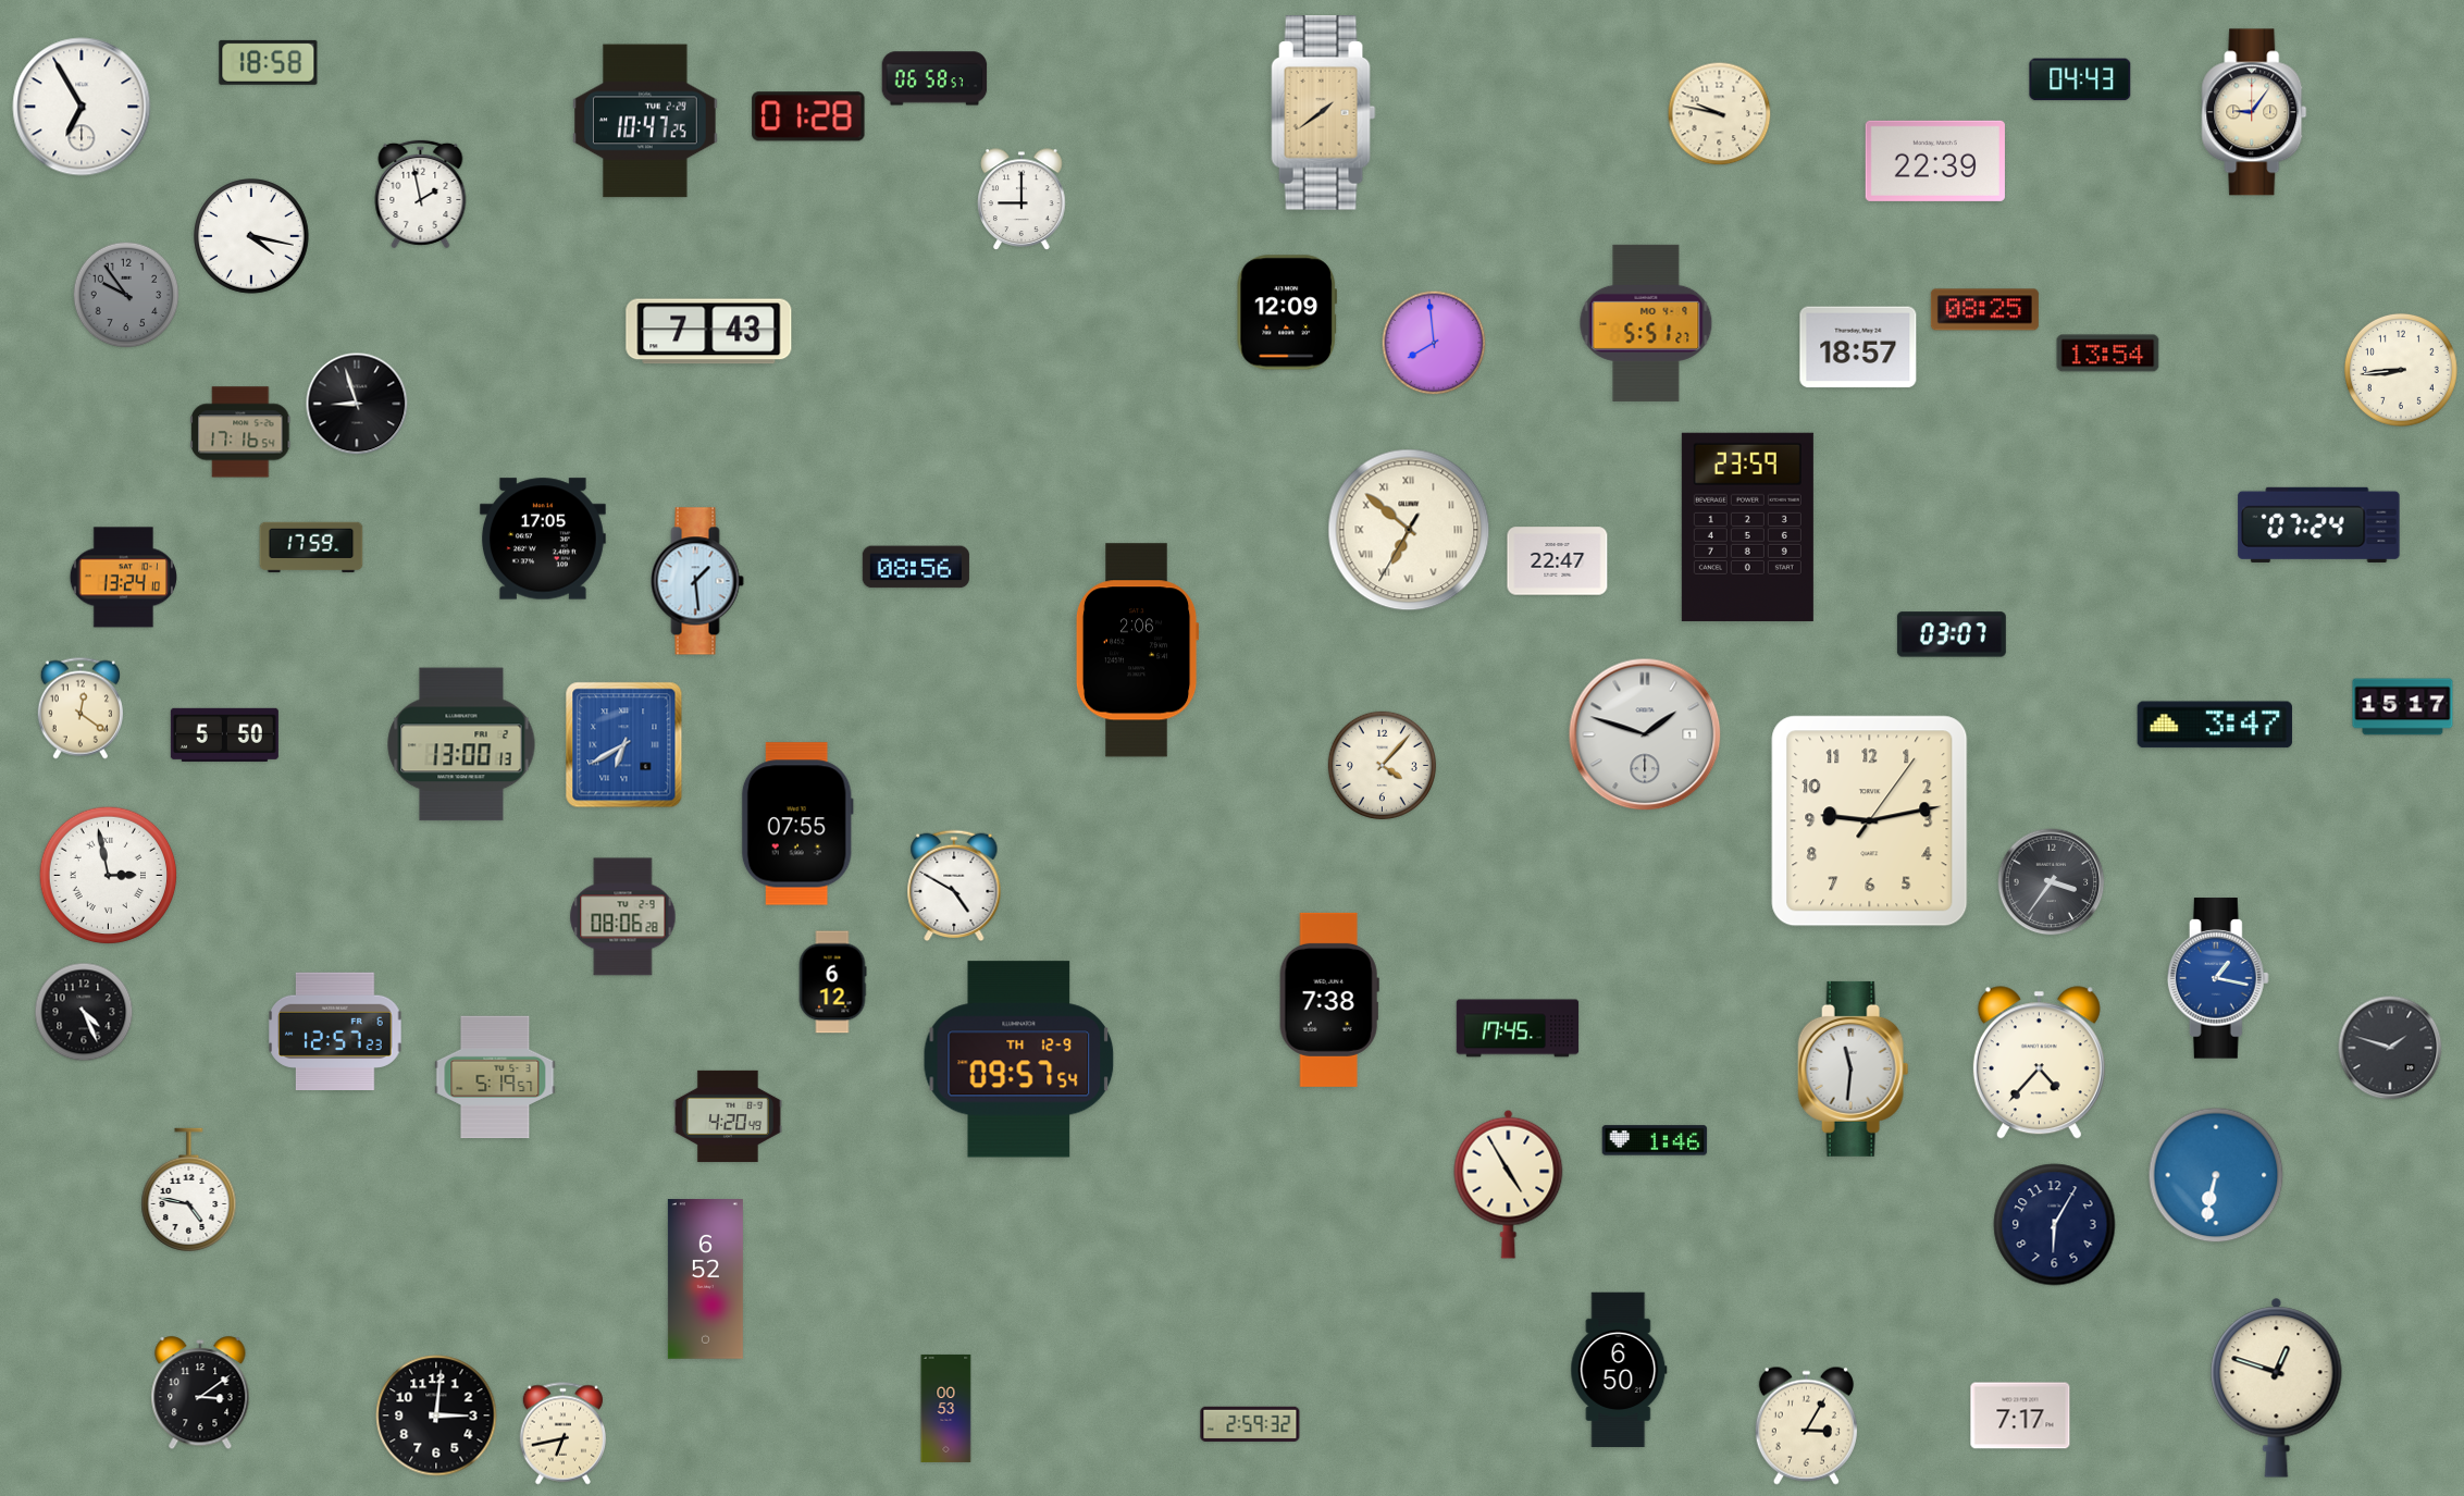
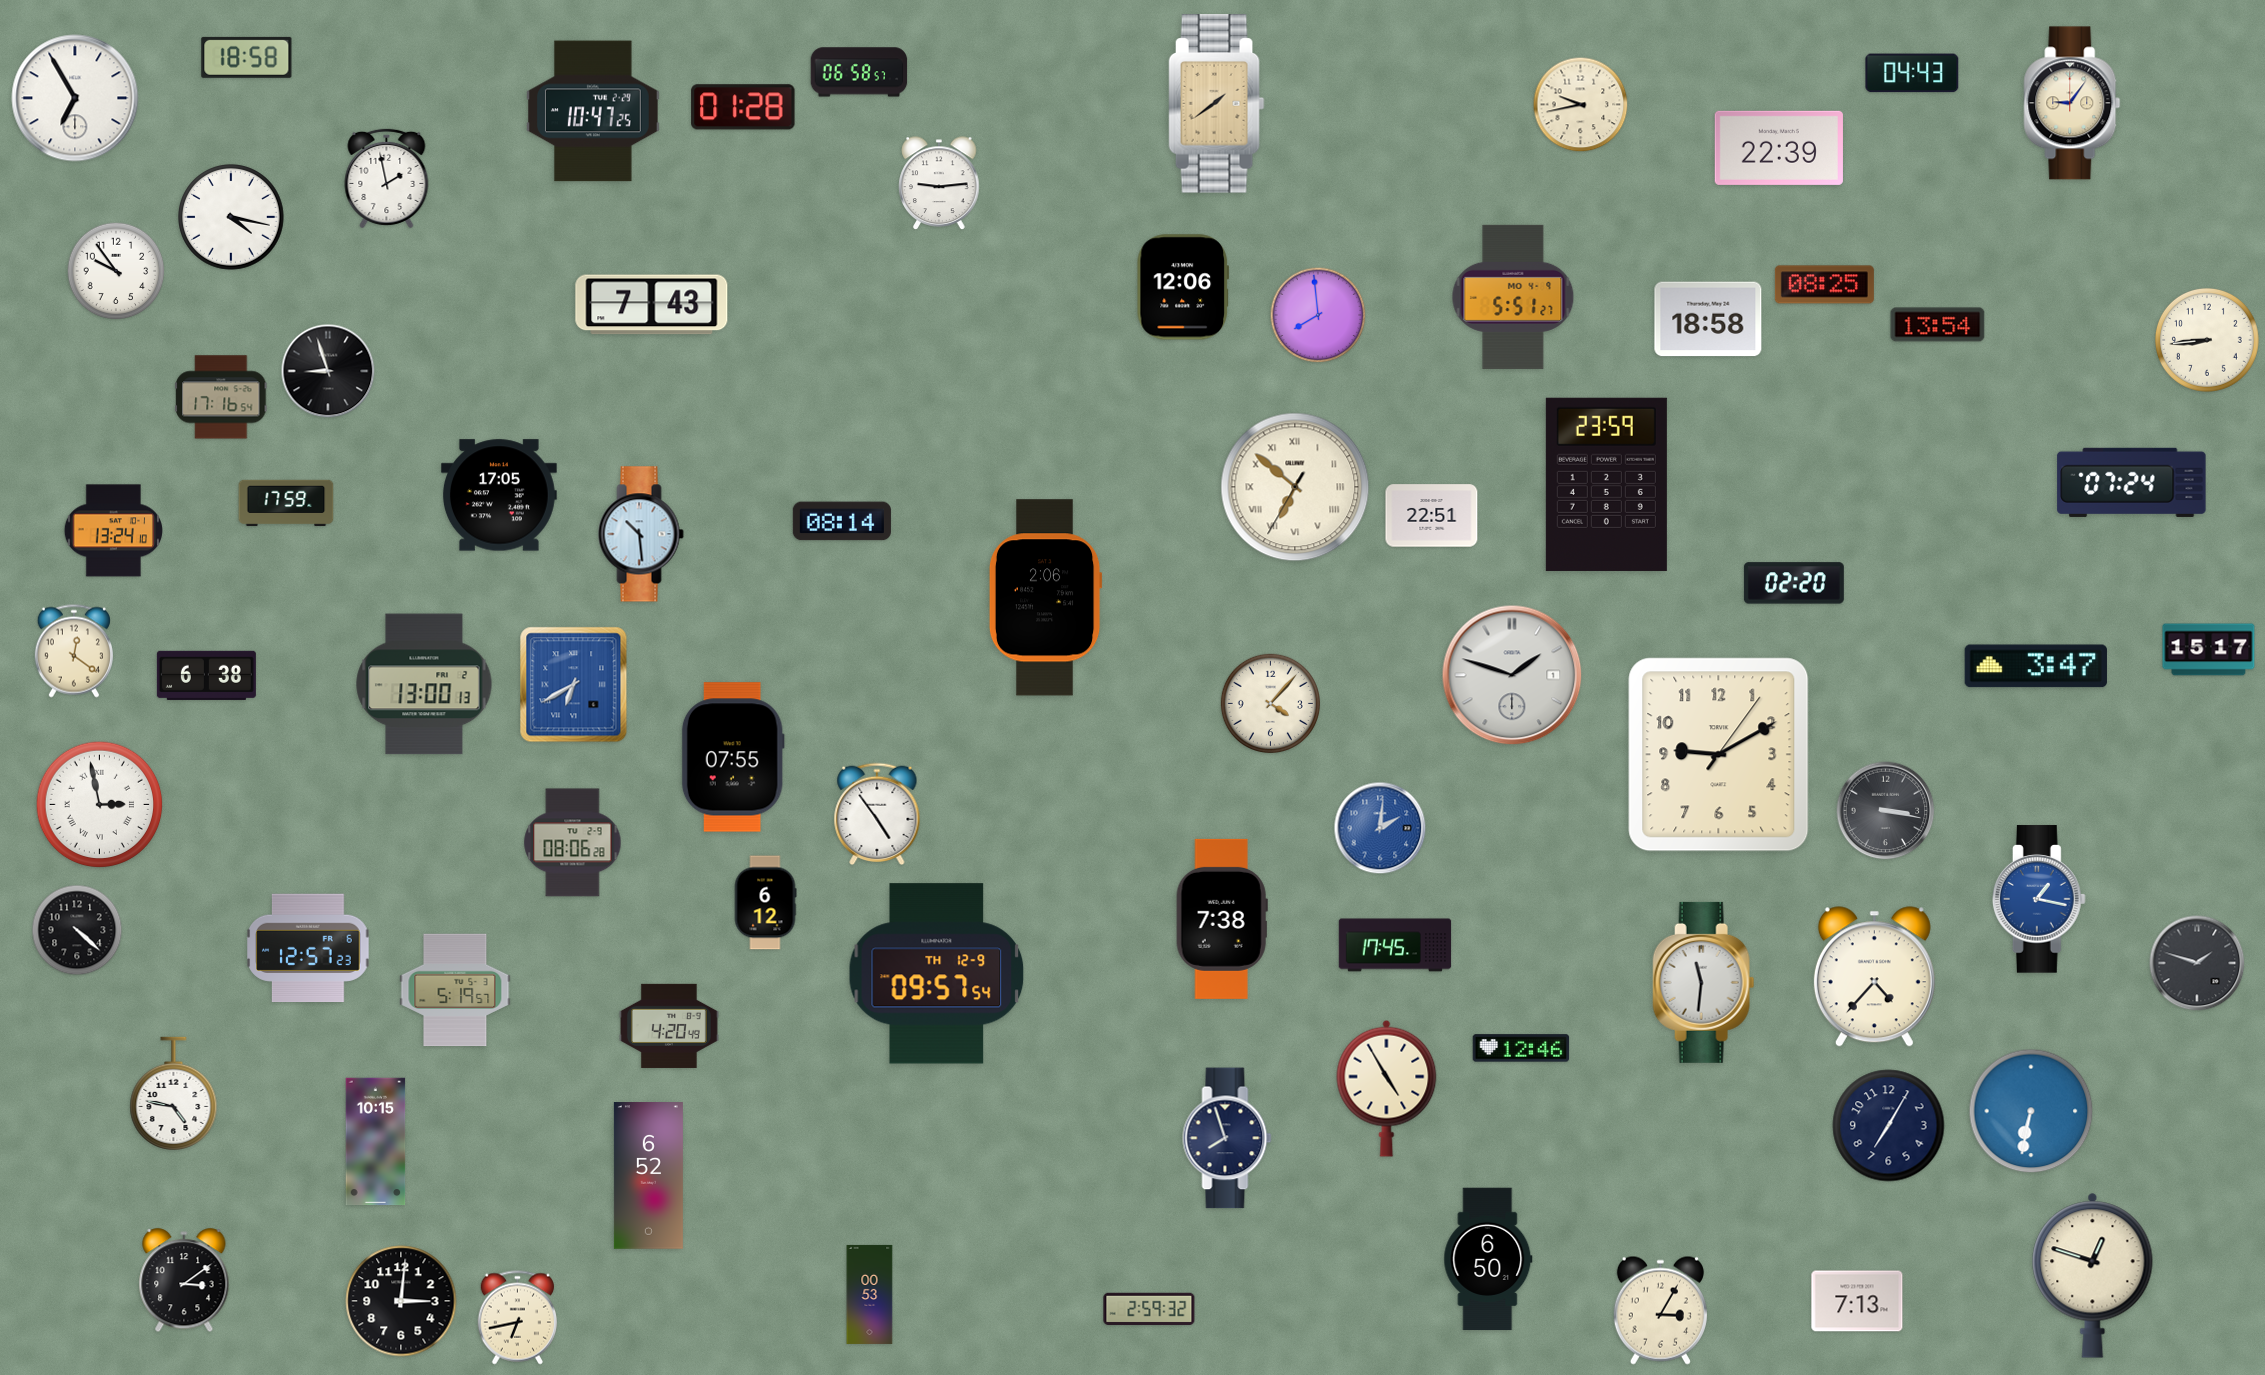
clock at (1720, 114): 9:47 -> 9:43
clock at (1021, 199): 9:00 -> 9:14
clock at (126, 295) dial: grey -> white
clock at (1287, 312): 12:09 -> 12:06
clock at (1858, 347): 18:57 -> 18:58
clock at (1558, 561): 22:47 -> 22:51
clock at (916, 567): 08:56 -> 08:14
clock at (697, 581): 1:29 -> 10:29
clock at (1952, 634): 03:07 -> 02:20
clock at (224, 734): 5:50 -> 6:38
clock at (1870, 821): 9:13 -> 9:10
clock at (2052, 882): 3:36 -> 3:17
clock at (954, 886): 4:50 -> 4:54
clock at (1380, 828): none -> 2:01
clock at (84, 1012): 4:26 -> 4:22
clock at (1655, 1140): 1:46 -> 12:46
clock at (2216, 1175) position: (2216, 1175) -> (2031, 1111)
clock at (2055, 1225): 6:05 -> 7:05
clock at (1227, 1138): none -> 7:57
clock at (376, 1142): none -> 10:15
clock at (2020, 1415): 7:17 -> 7:13
